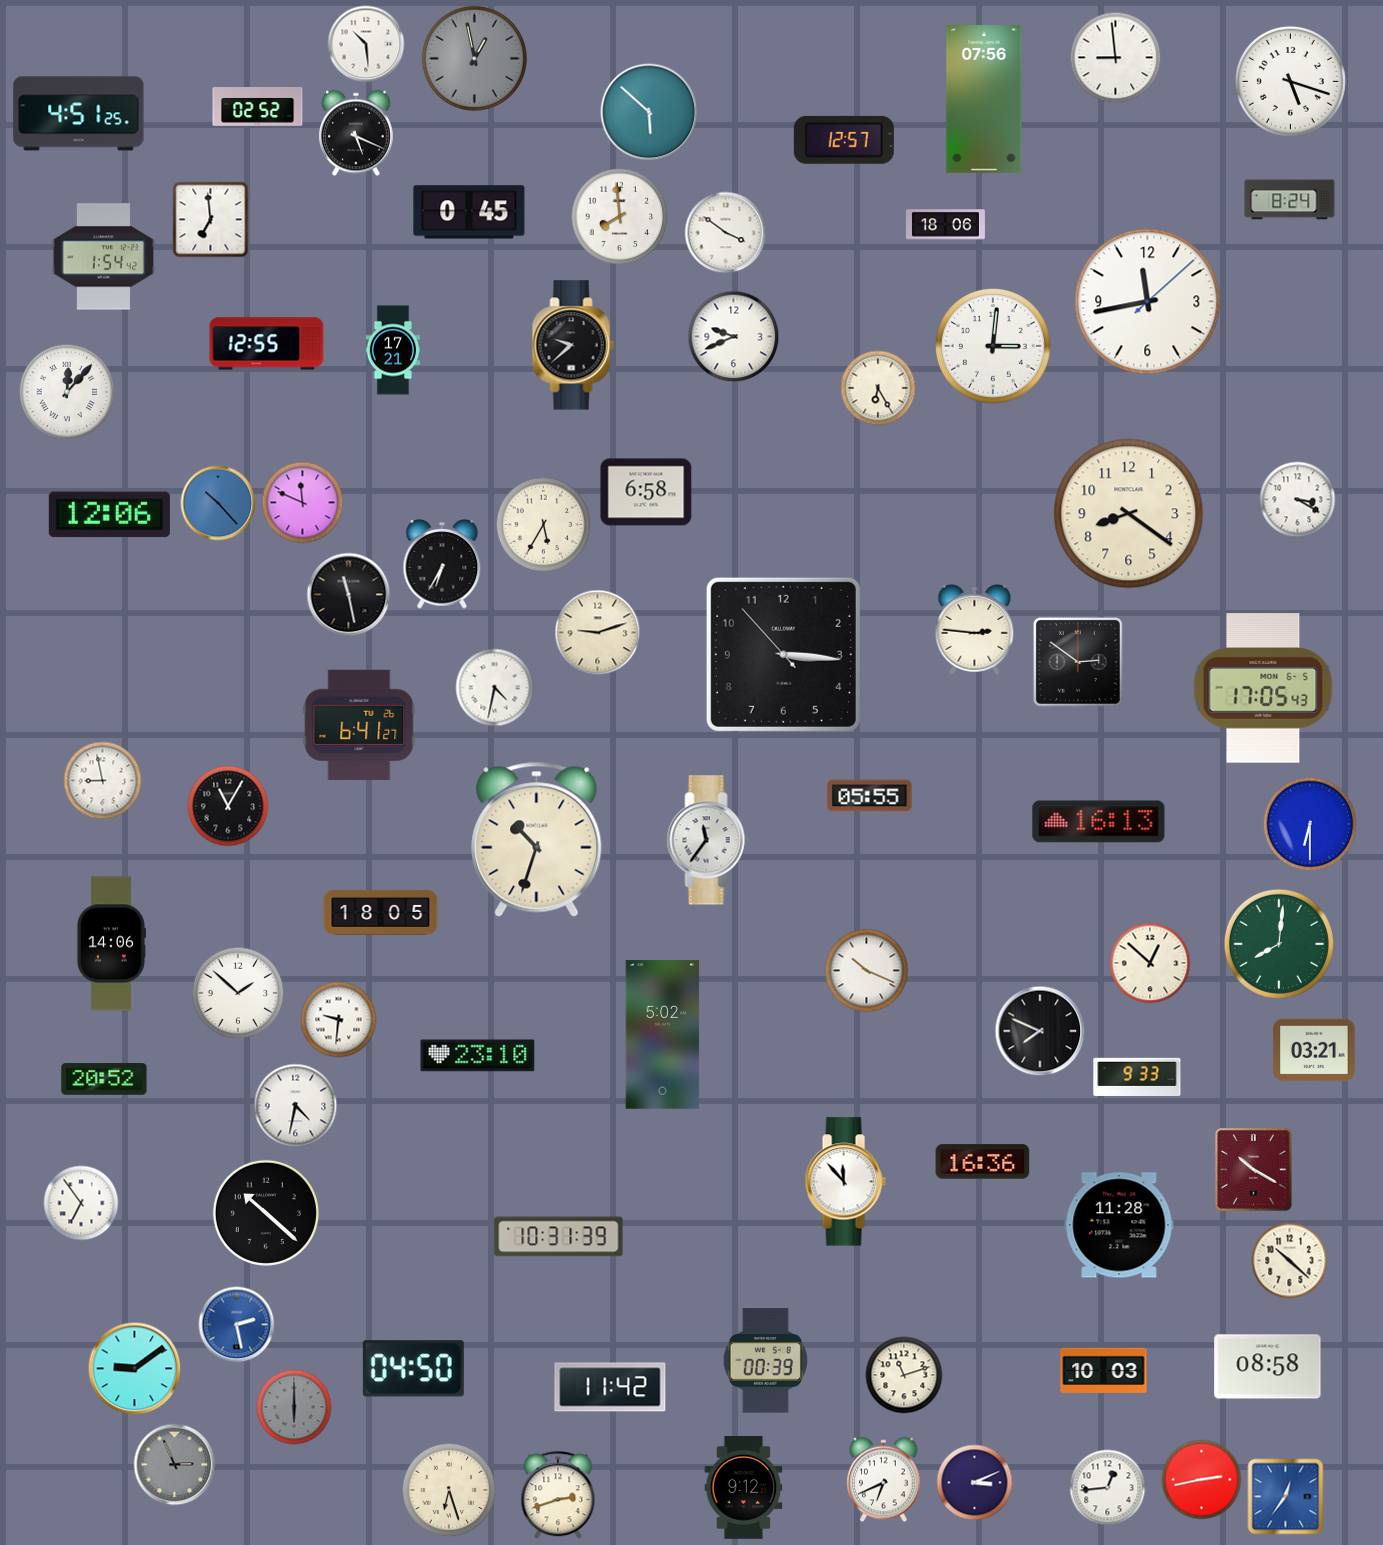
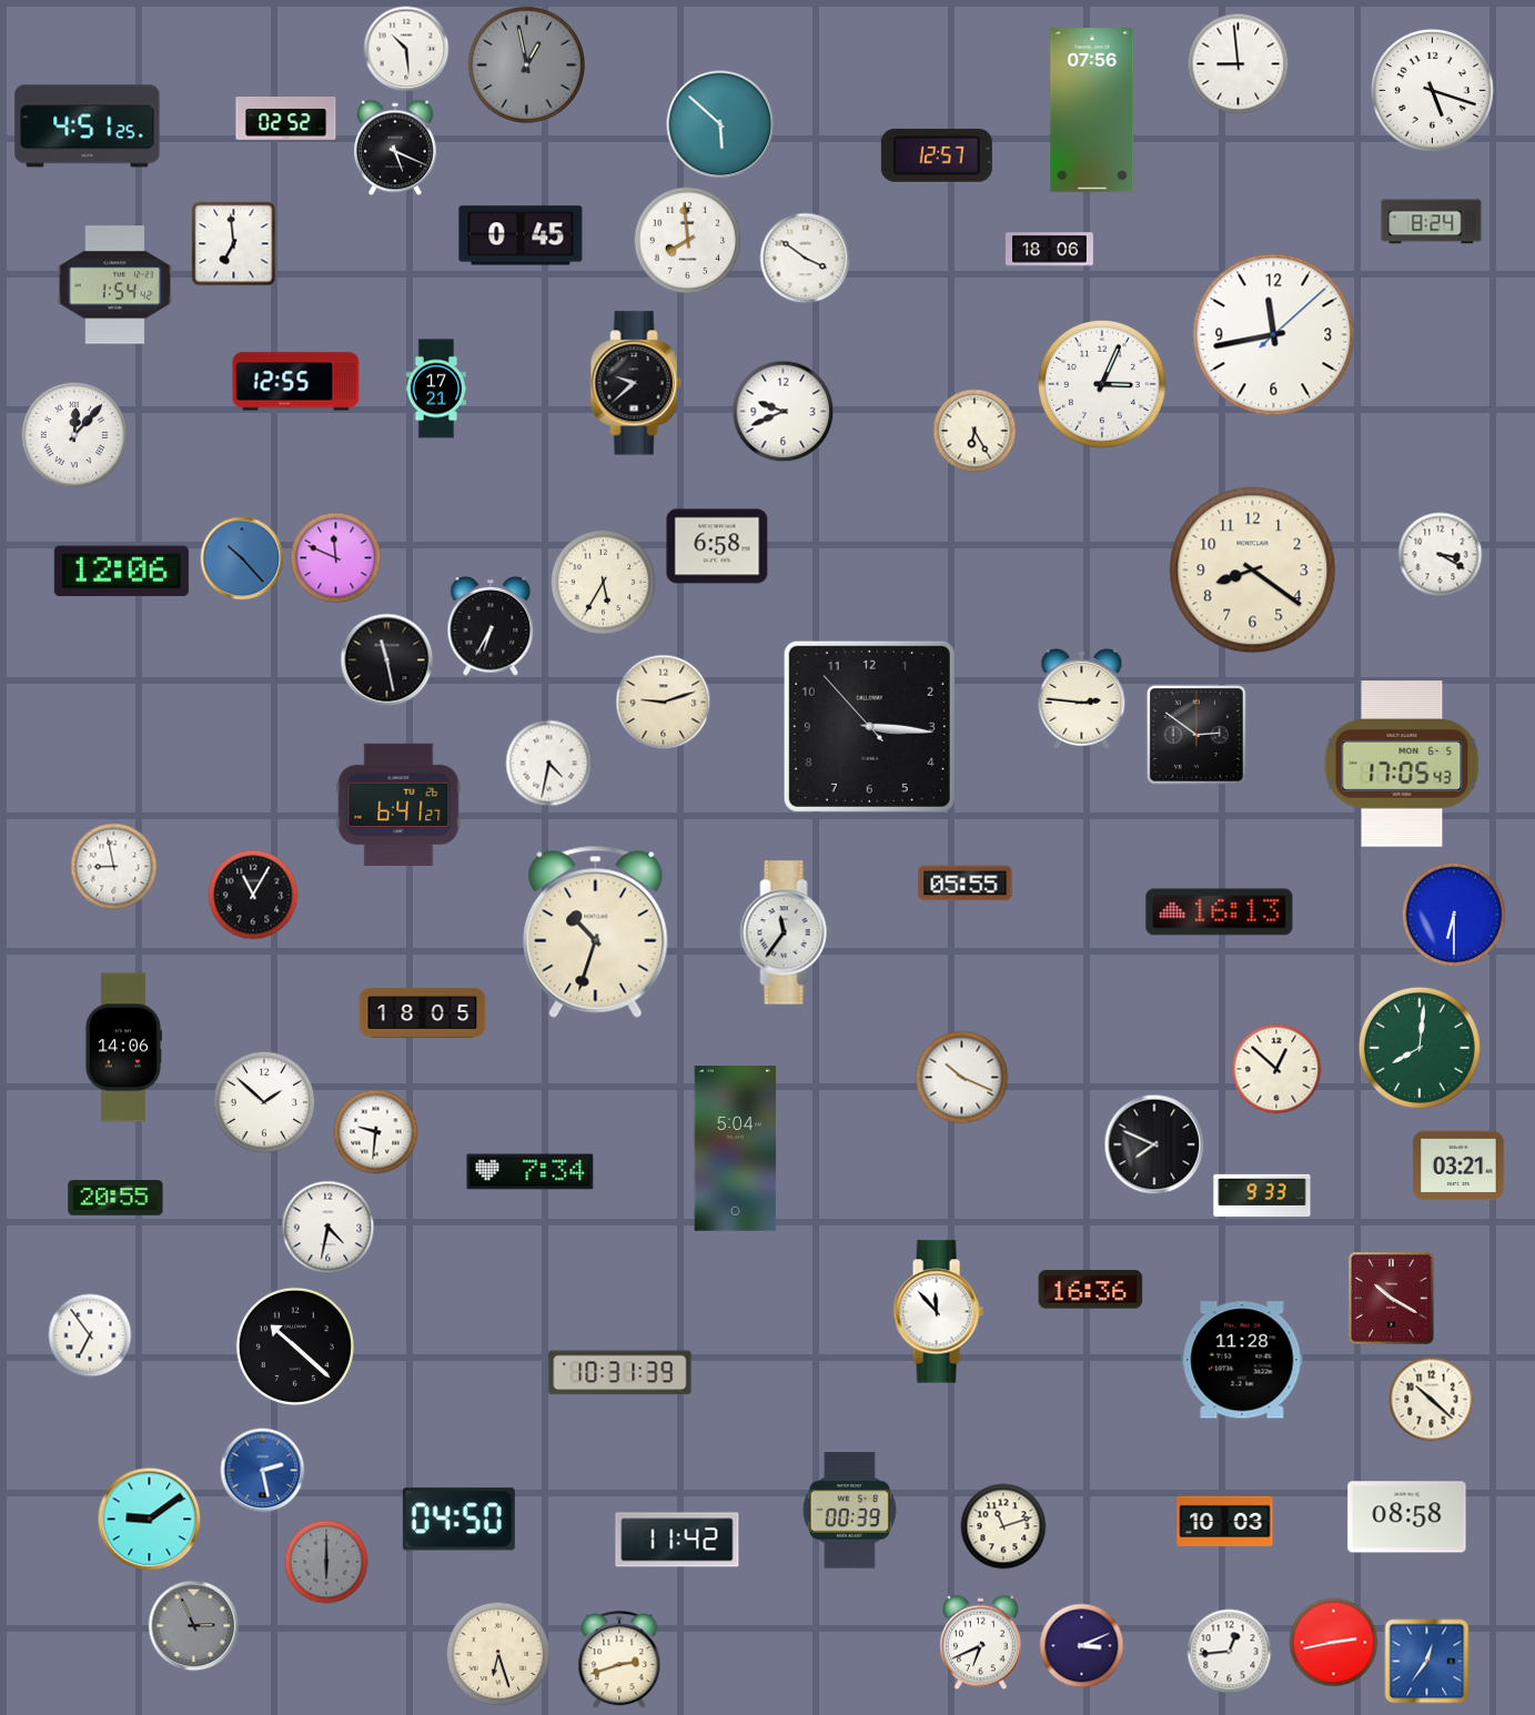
clock at (734, 337) position: (734, 337) -> (784, 412)
clock at (993, 346): 3:01 -> 3:04
clock at (663, 1035): 5:02 -> 5:04
clock at (478, 1056): 23:10 -> 7:34
clock at (104, 1079): 20:52 -> 20:55
clock at (744, 1488): 9:12 -> none
